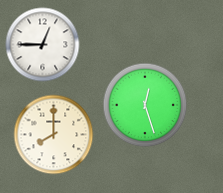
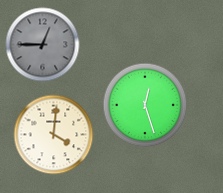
clock at (43, 45) dial: white -> grey
clock at (54, 135): 8:00 -> 4:01
